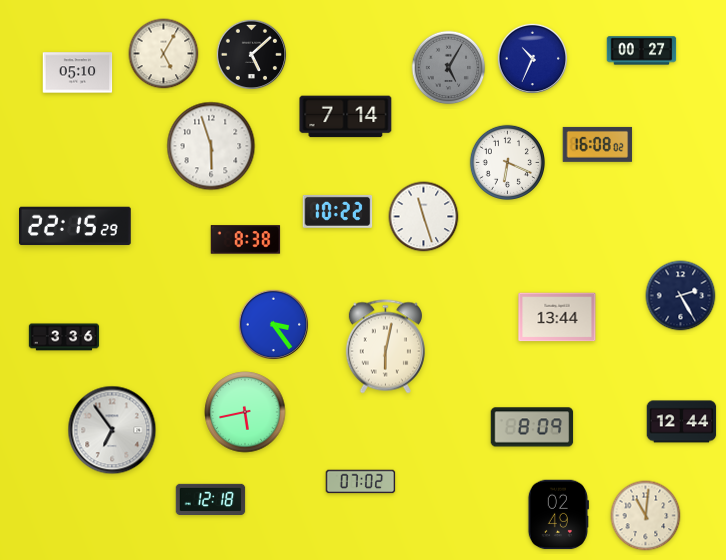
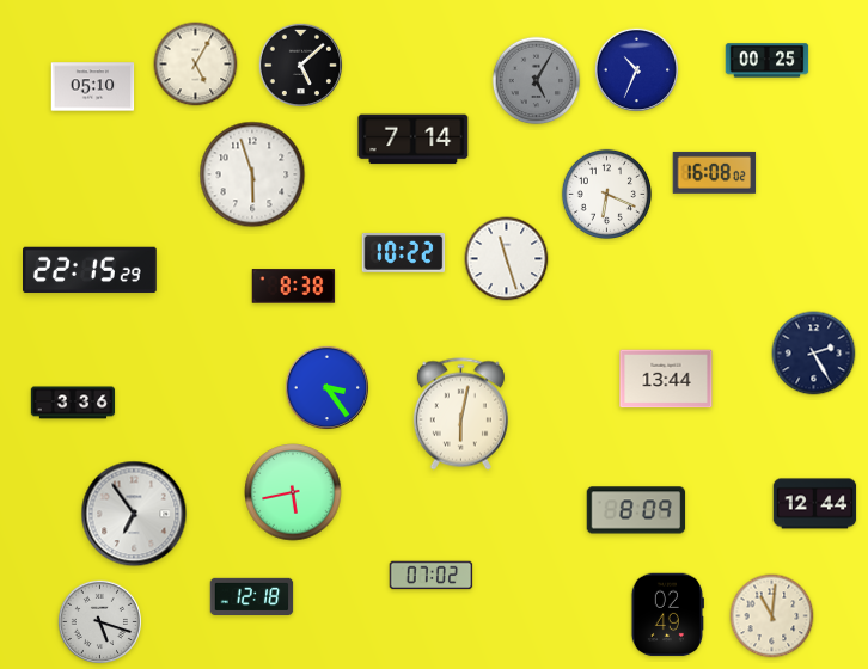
clock at (642, 51): 00:27 -> 00:25
clock at (64, 337) position: (64, 337) -> (73, 403)
clock at (100, 622): none -> 5:18
